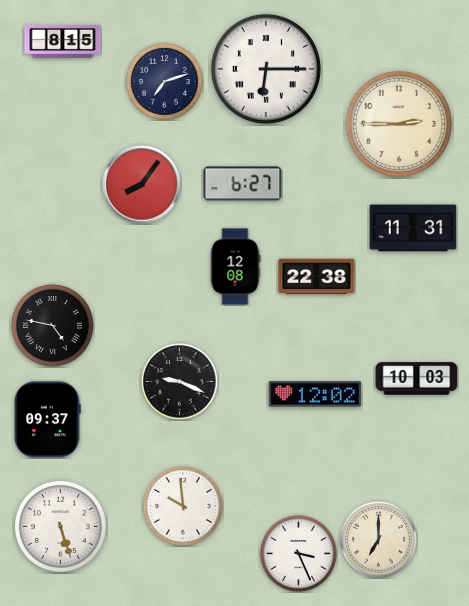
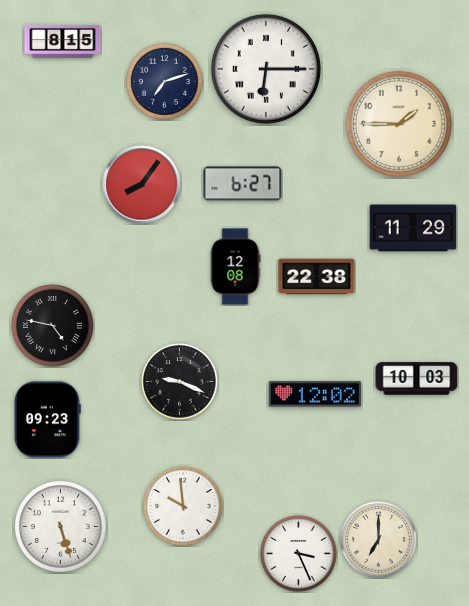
clock at (399, 124): 2:45 -> 1:45
clock at (413, 228): 11:31 -> 11:29
clock at (47, 420): 09:37 -> 09:23
